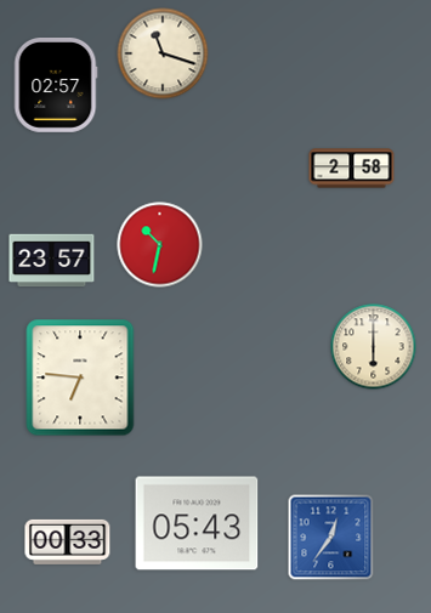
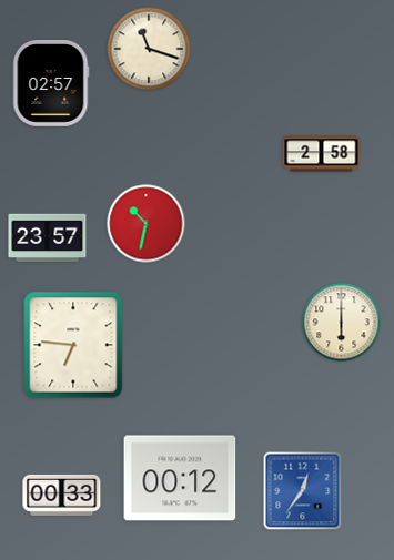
clock at (56, 86) position: (56, 86) -> (51, 84)
clock at (374, 347) position: (374, 347) -> (342, 323)
clock at (197, 523): 05:43 -> 00:12
